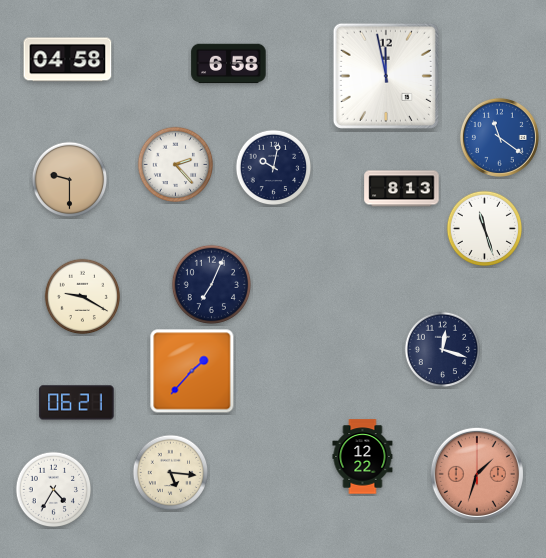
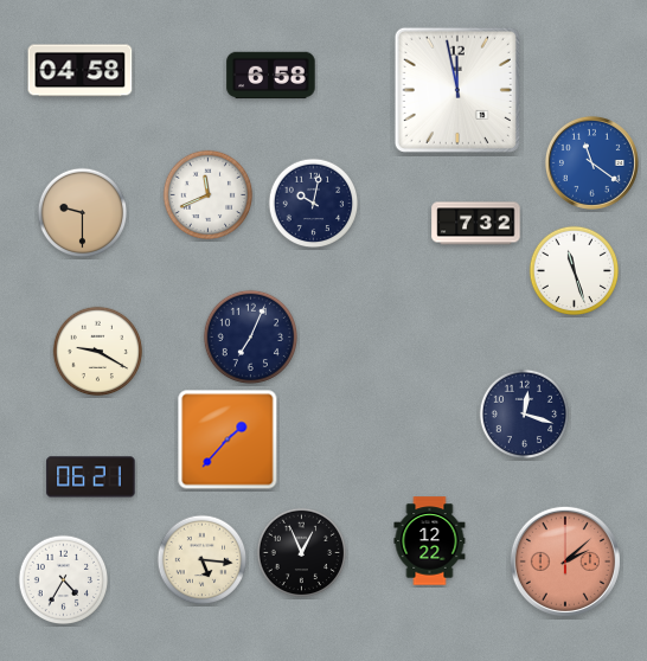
clock at (176, 165): 2:23 -> 11:41
clock at (274, 168) position: (274, 168) -> (314, 204)
clock at (402, 189): 8:13 -> 7:32
clock at (302, 553): none -> 12:56
clock at (477, 474): 1:33 -> 2:08
